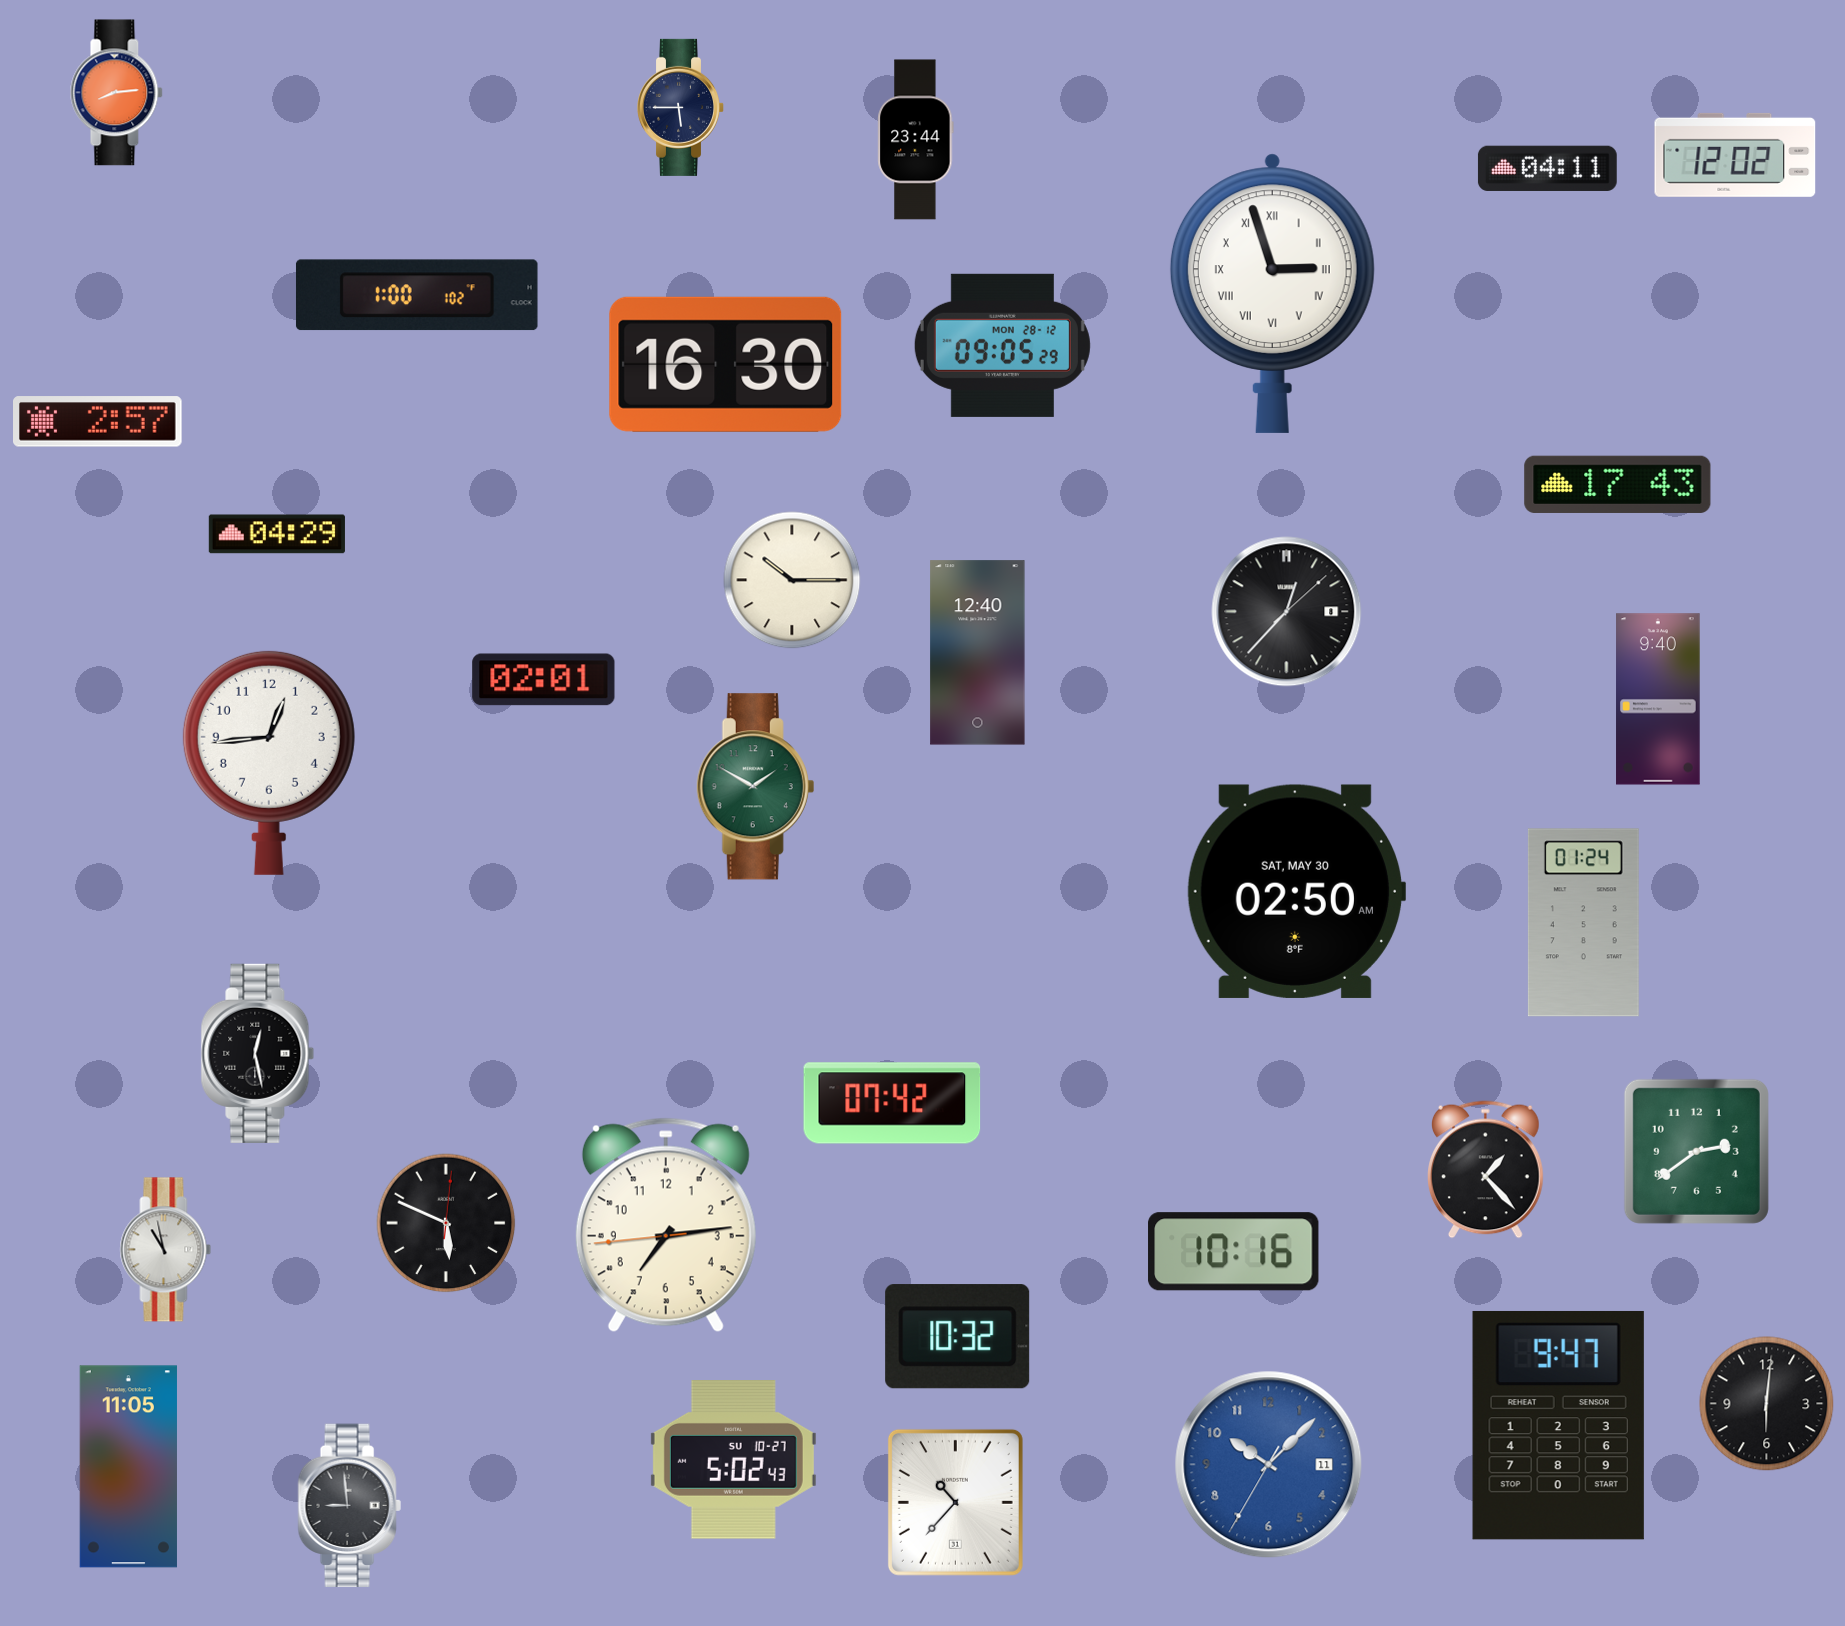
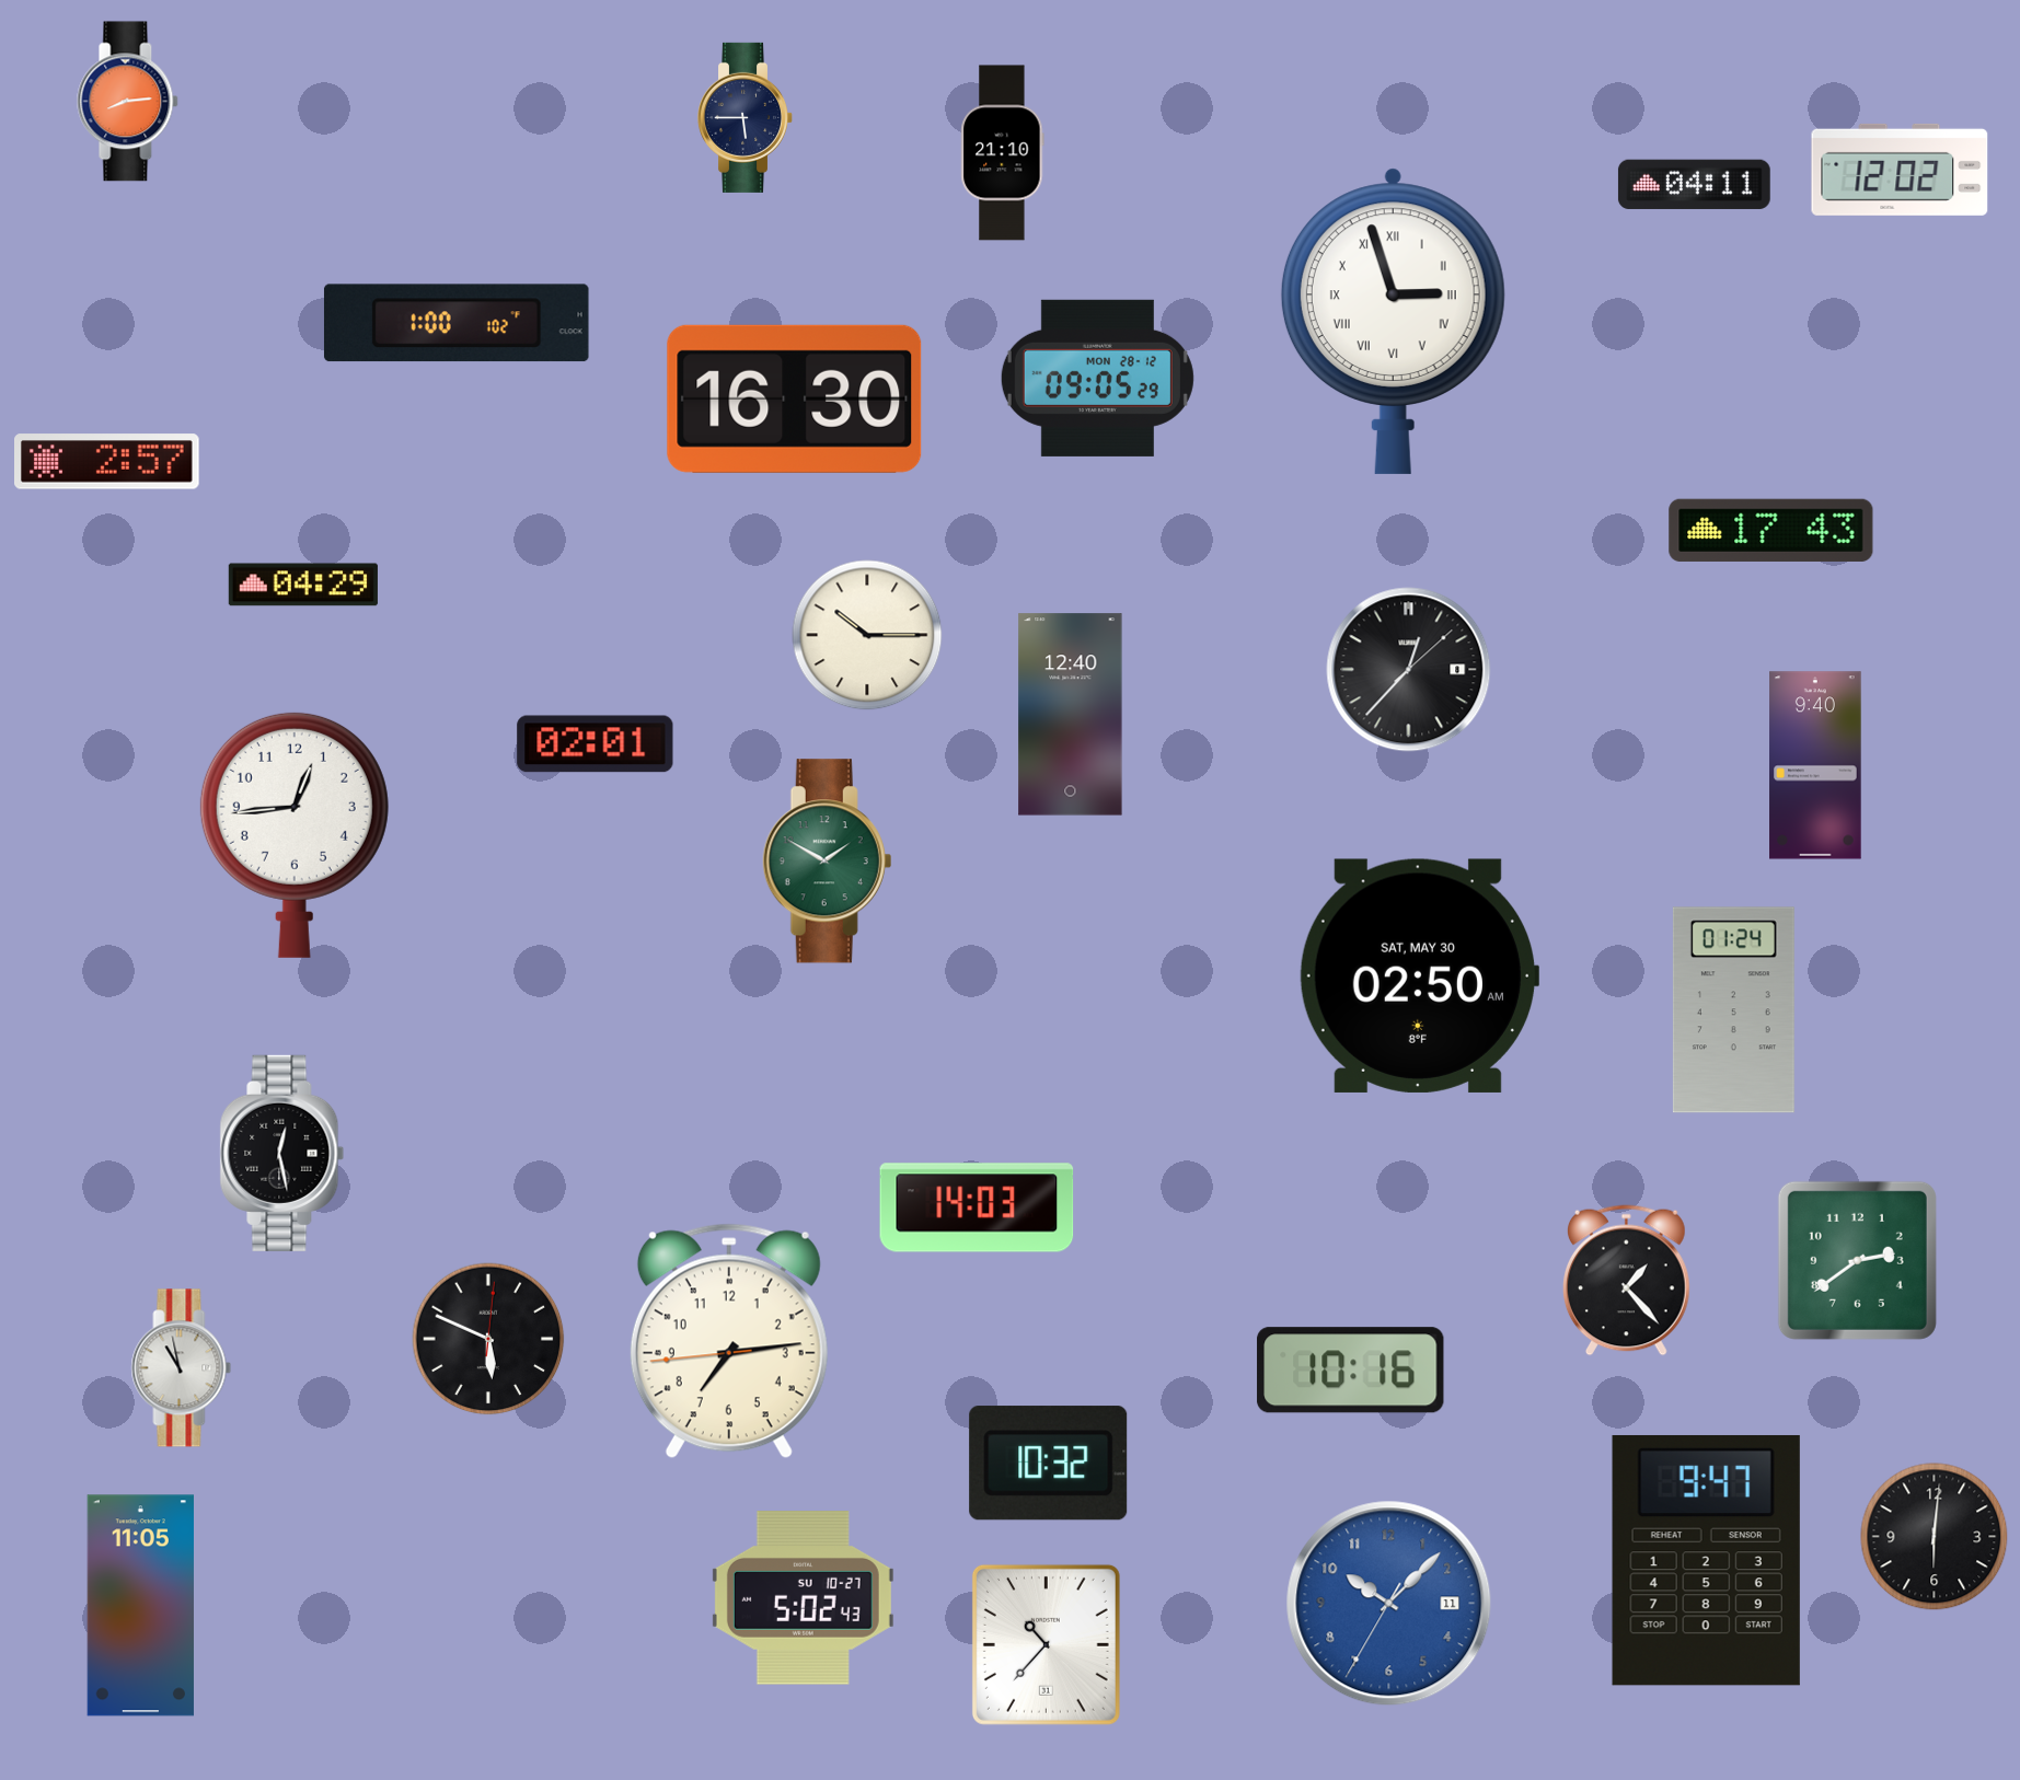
clock at (916, 140): 23:44 -> 21:10
clock at (892, 1103): 07:42 -> 14:03
clock at (349, 1506): 8:59 -> none
